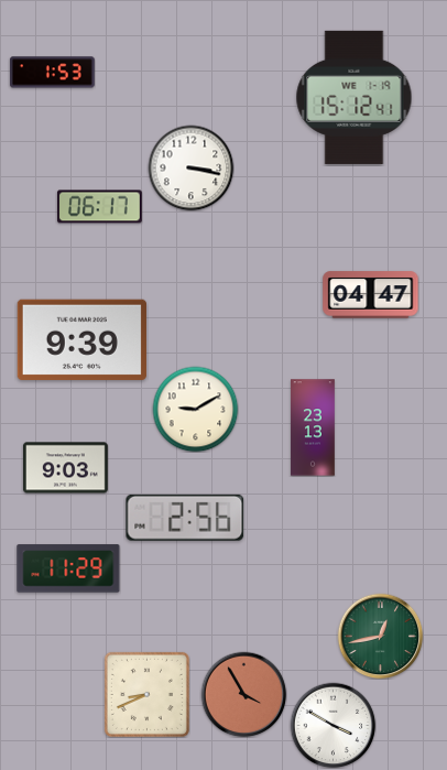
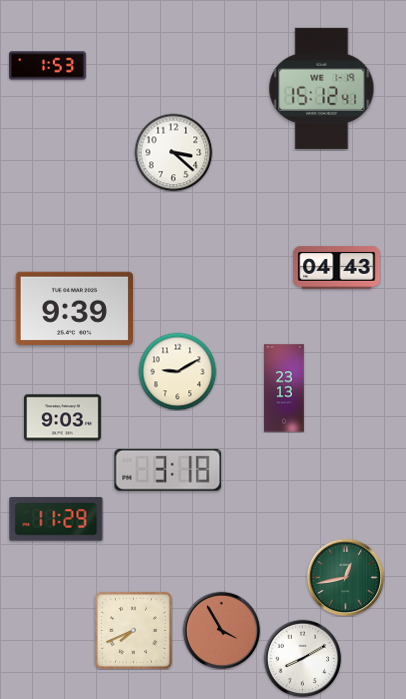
clock at (190, 167): 3:17 -> 3:22
clock at (99, 207): 06:17 -> none
clock at (371, 295): 04:47 -> 04:43
clock at (65, 468) position: (65, 468) -> (62, 418)
clock at (185, 518): 2:56 -> 3:18
clock at (68, 568) position: (68, 568) -> (56, 519)
clock at (146, 694): 8:41 -> 7:41
clock at (332, 725): 3:50 -> 8:10
